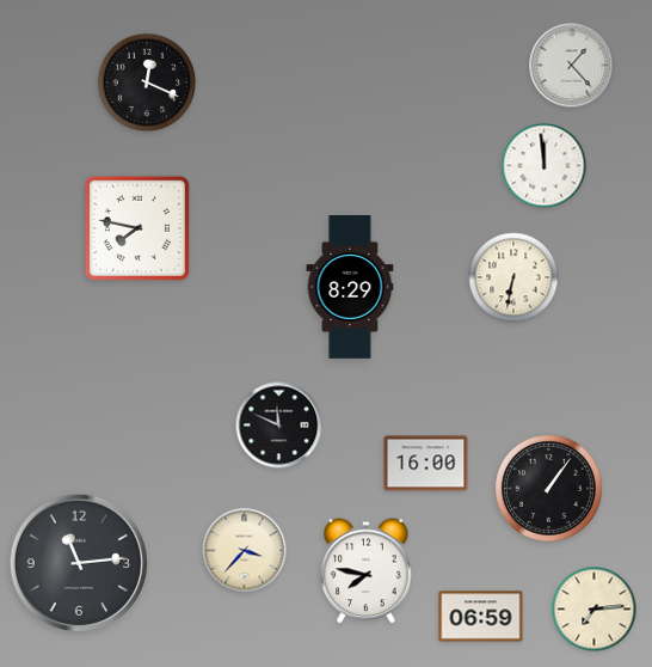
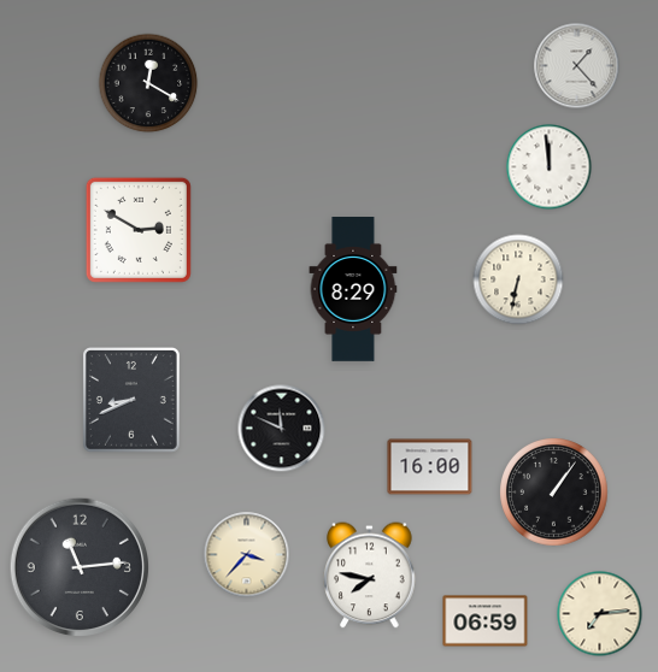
clock at (147, 82): 12:19 -> 12:20
clock at (137, 228): 7:47 -> 2:50
clock at (133, 401): none -> 8:41
